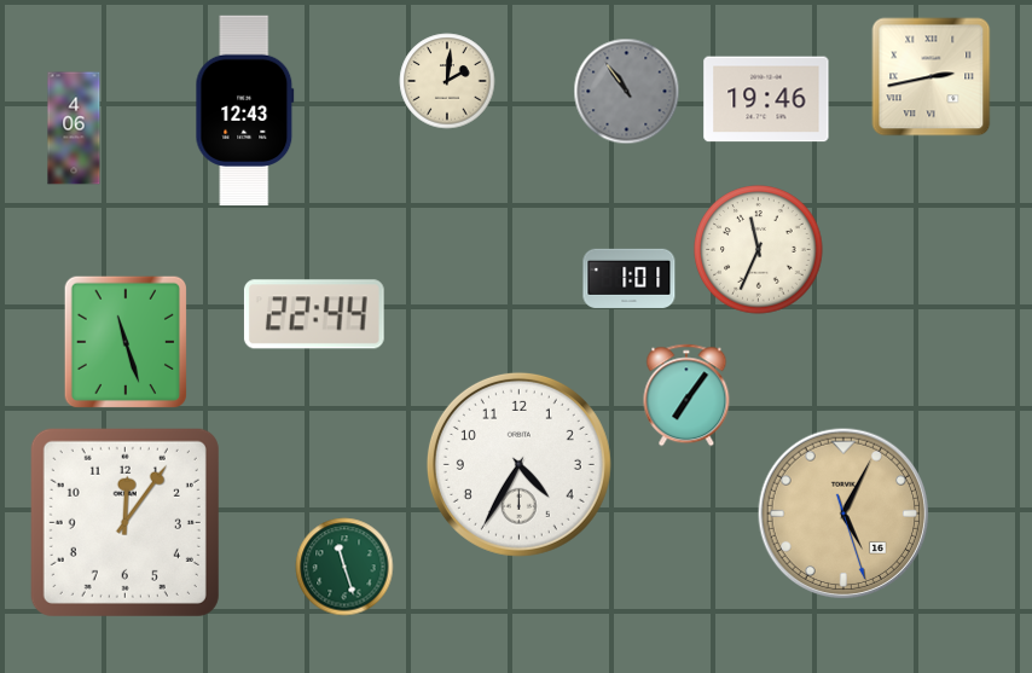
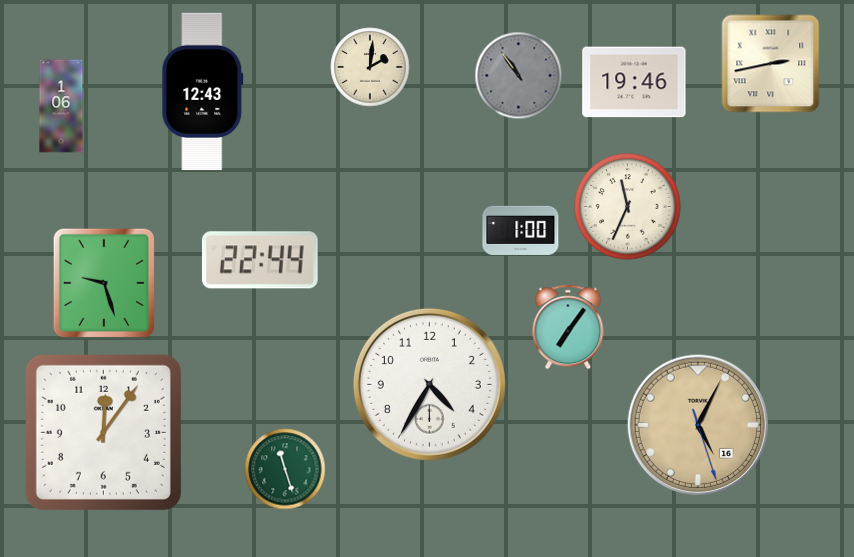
clock at (74, 128): 4:06 -> 1:06
clock at (630, 278): 1:01 -> 1:00
clock at (124, 342): 11:27 -> 9:27
